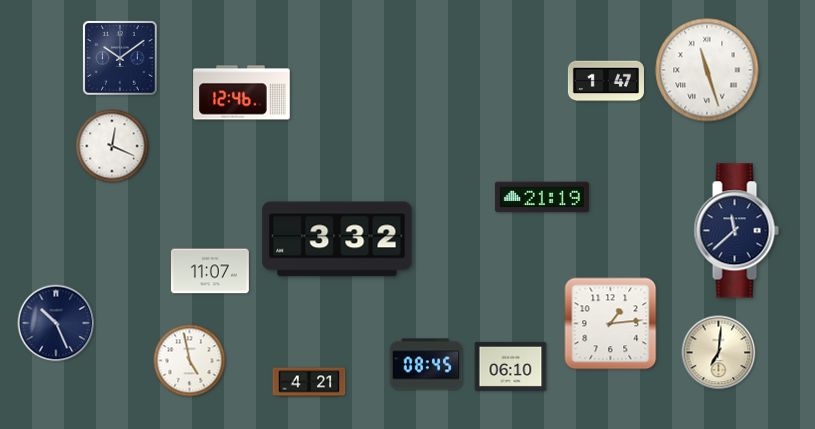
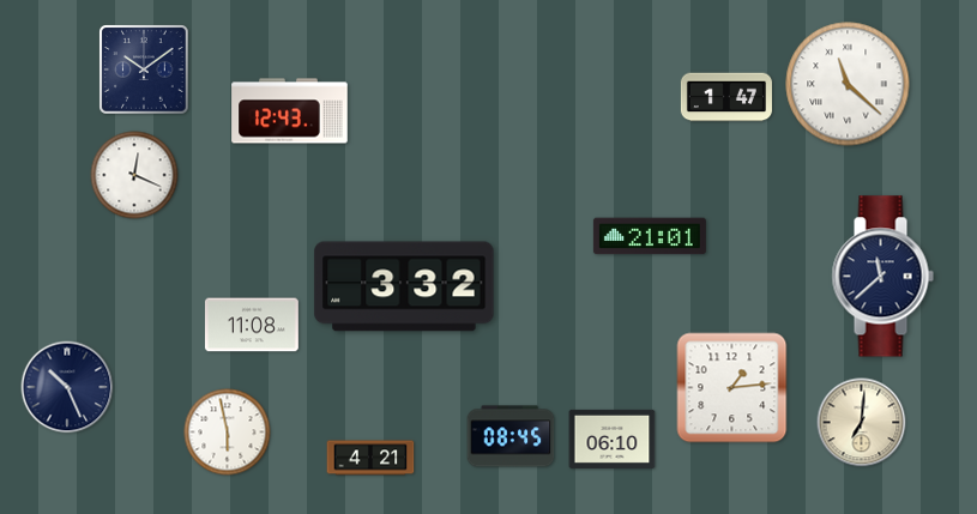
clock at (707, 70): 11:27 -> 11:22
clock at (242, 93): 12:46 -> 12:43
clock at (542, 197): 21:19 -> 21:01
clock at (210, 271): 11:07 -> 11:08
clock at (190, 361): 4:58 -> 5:58
